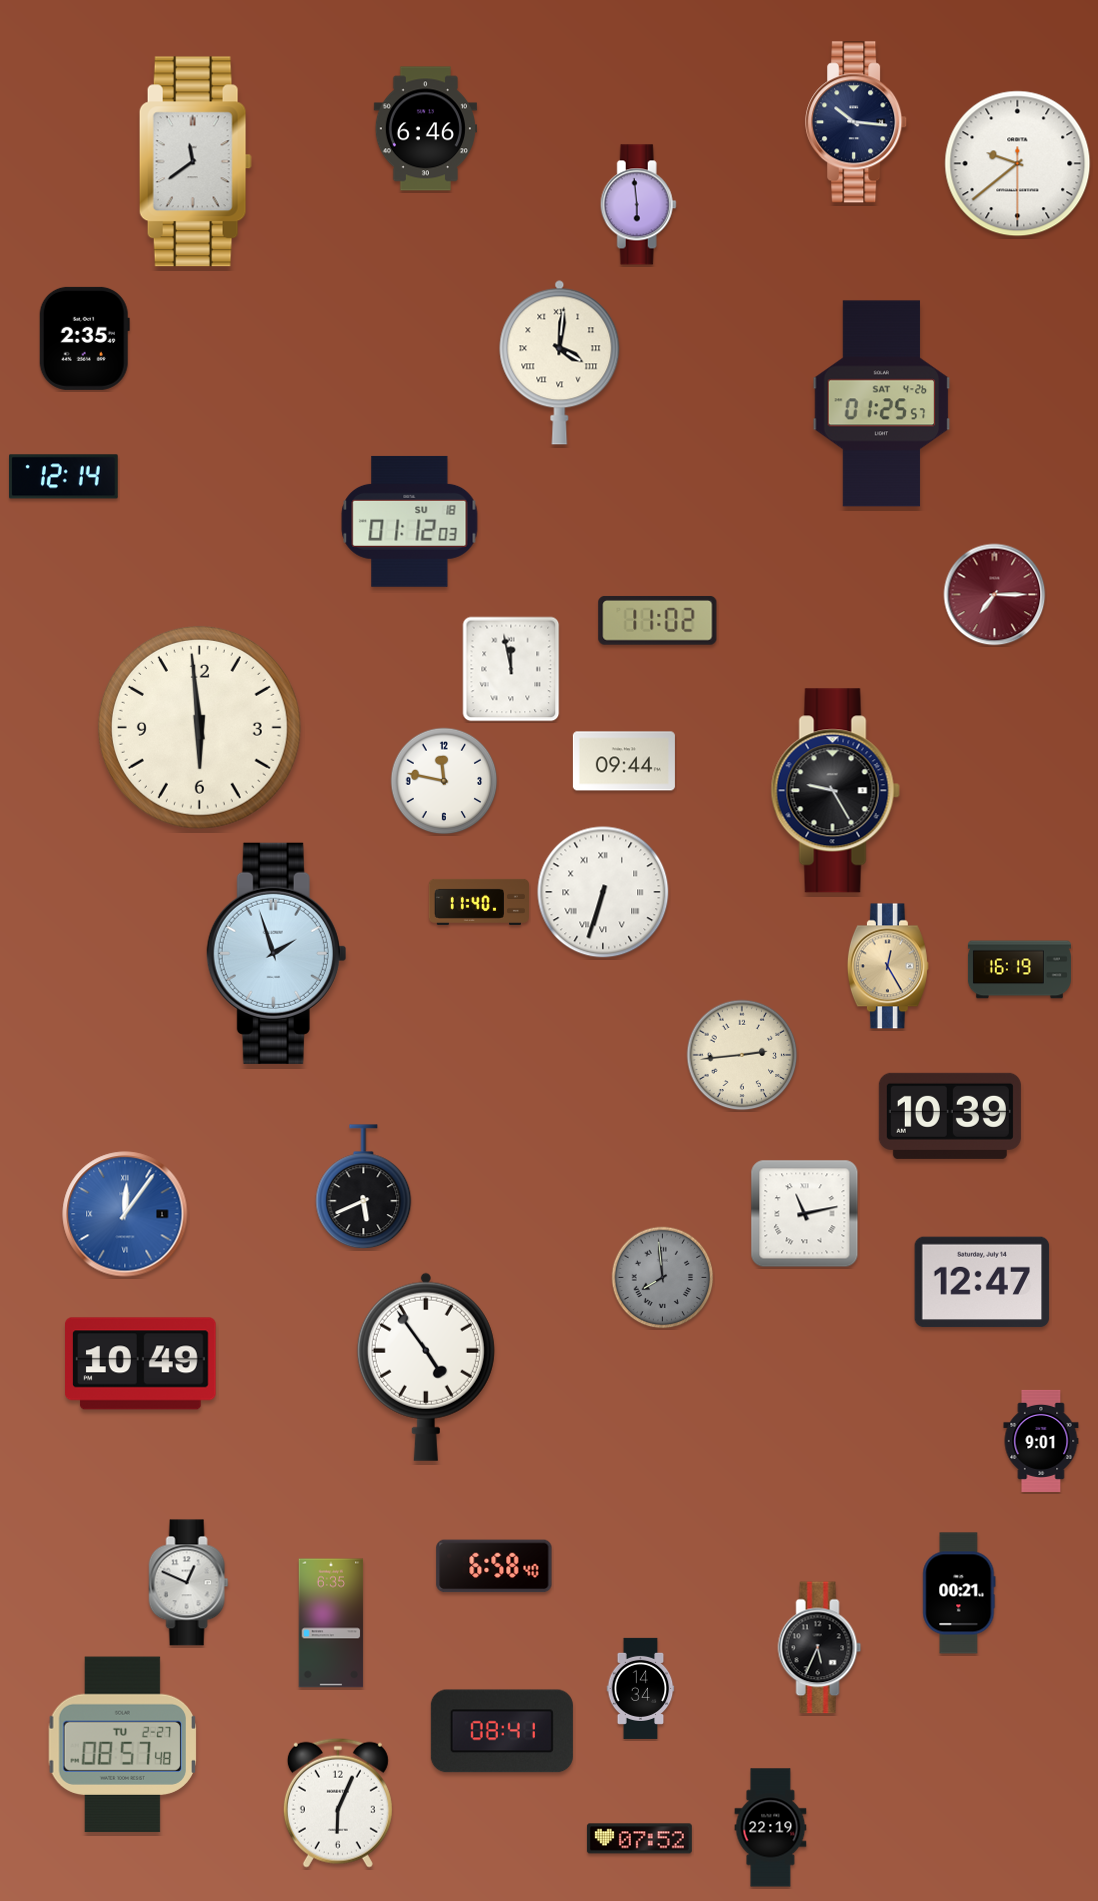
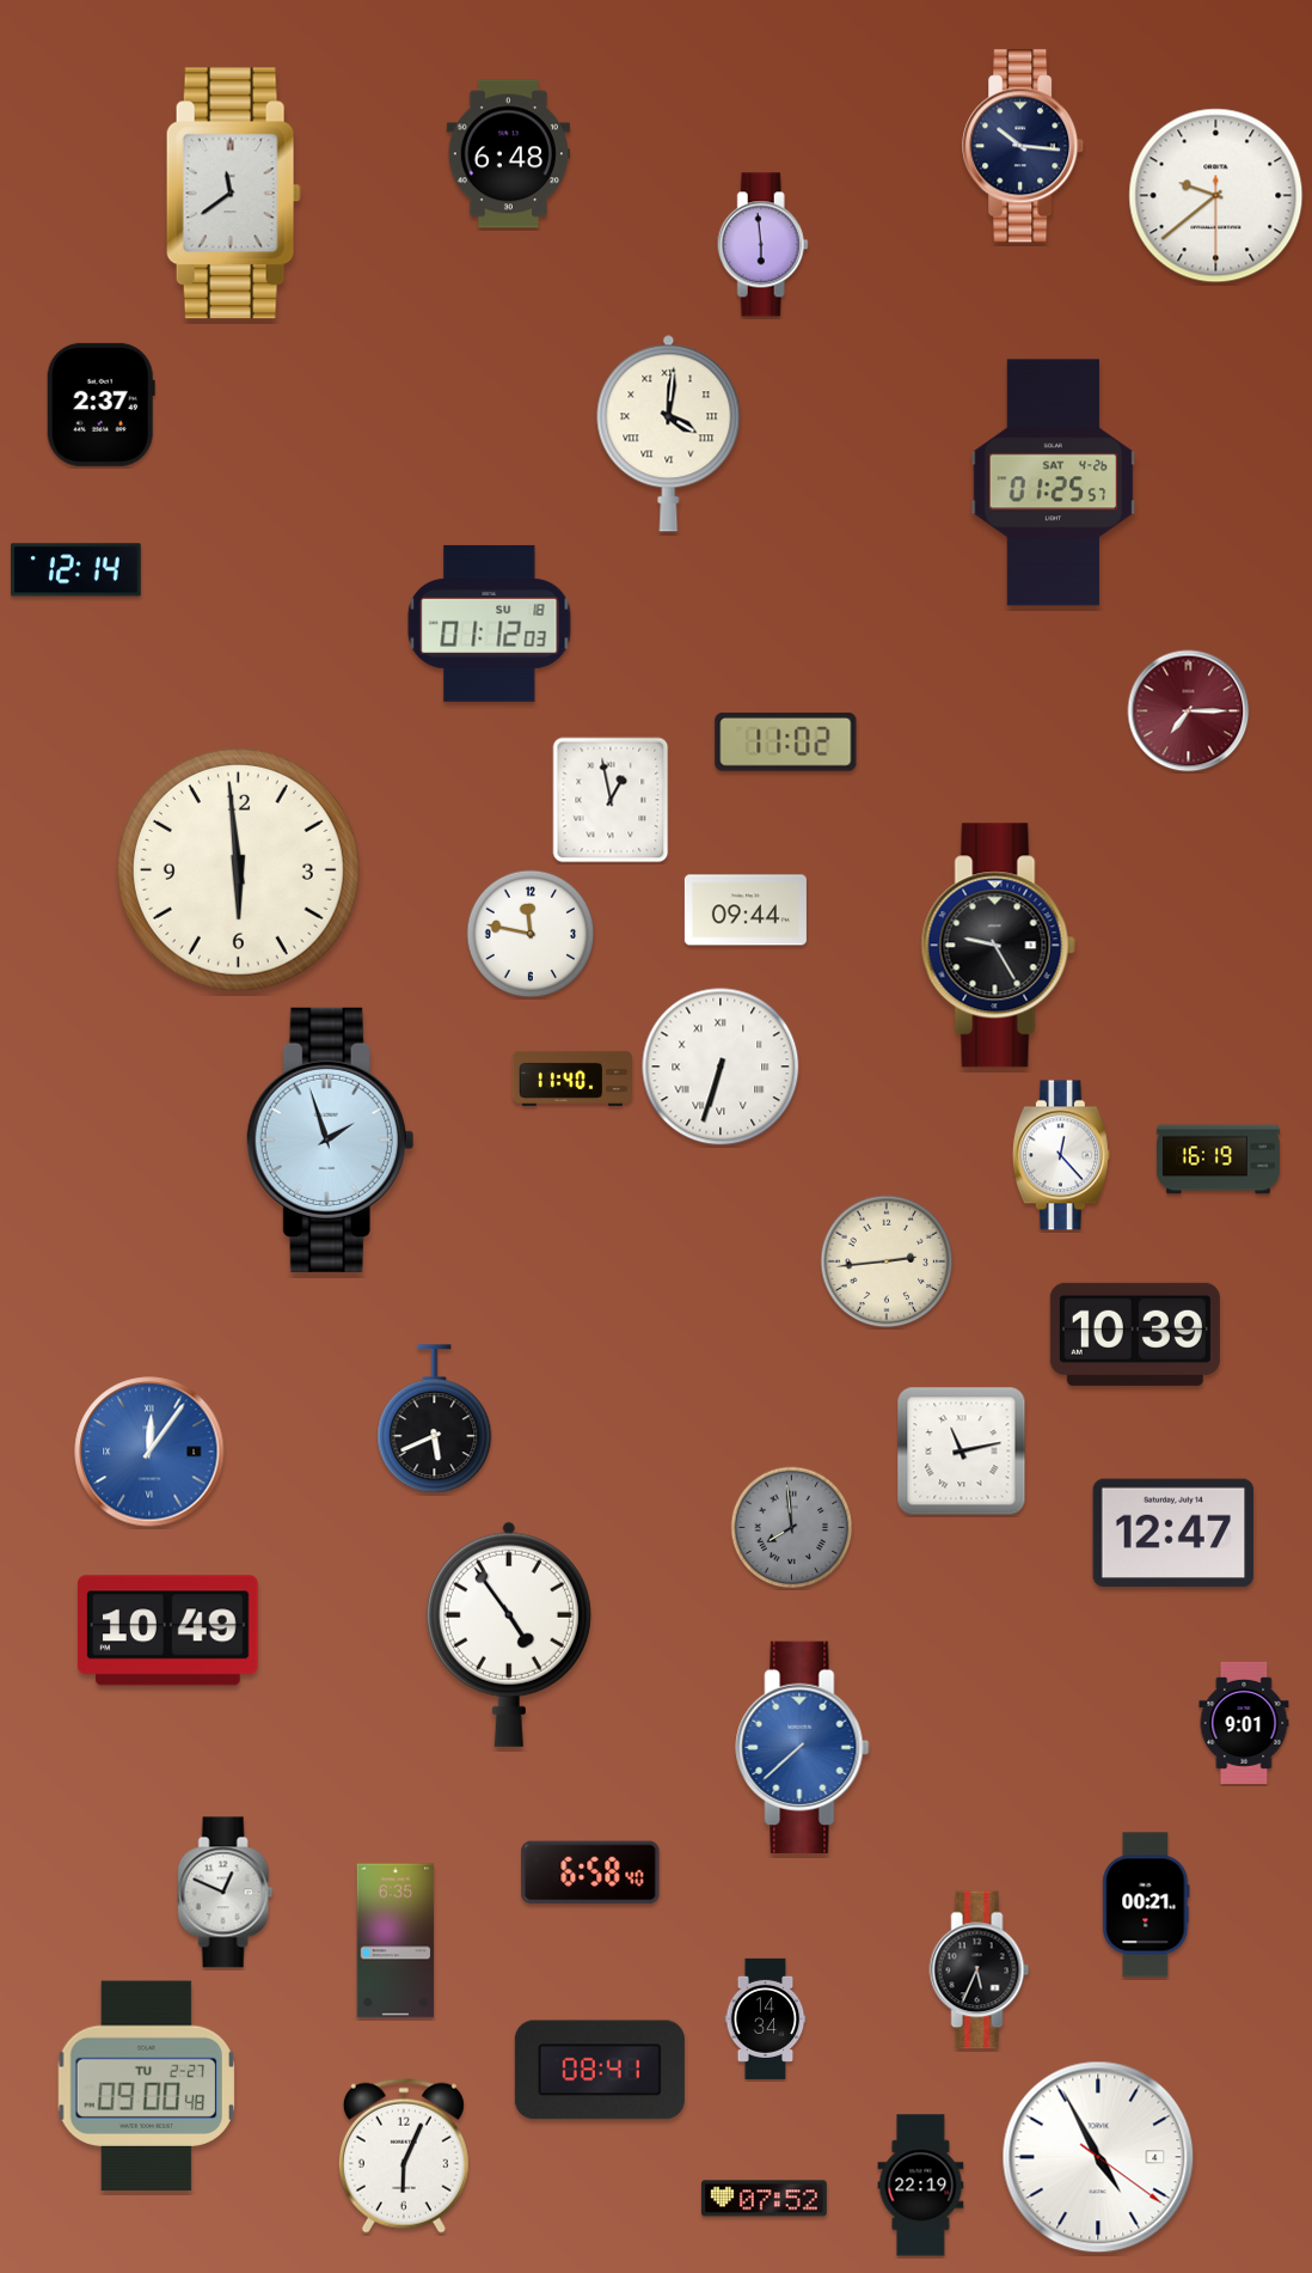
clock at (425, 129): 6:46 -> 6:48
clock at (84, 338): 2:35 -> 2:37
clock at (511, 669): 11:58 -> 12:58
clock at (888, 966): 12:25 -> 12:23
clock at (888, 966) dial: champagne -> white
clock at (803, 1747): none -> 7:38
clock at (122, 1745): 08:57 -> 09:00
clock at (1098, 2157): none -> 4:55
